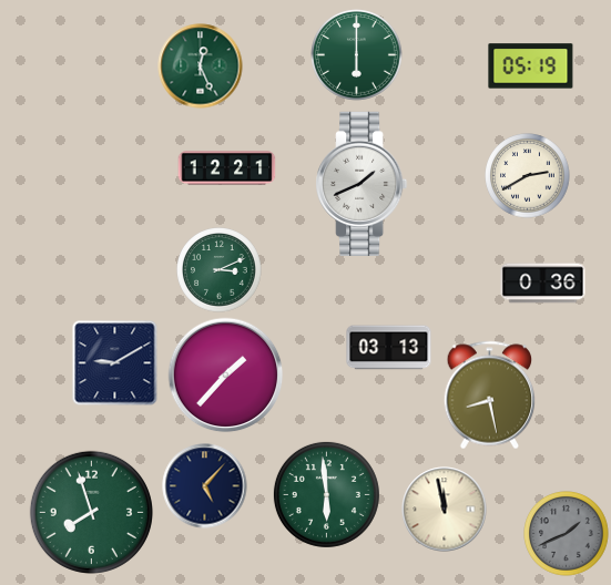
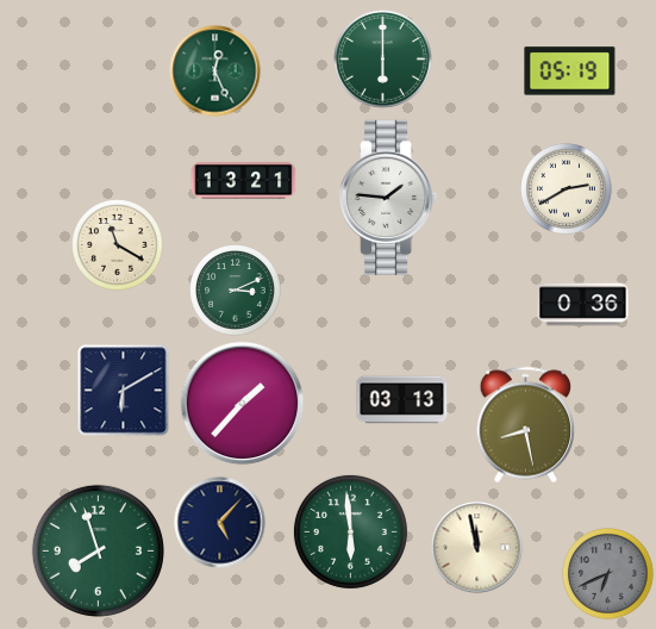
clock at (227, 168): 12:21 -> 13:21
clock at (361, 184): 1:41 -> 1:46
clock at (118, 245): none -> 11:20
clock at (389, 348) position: (389, 348) -> (402, 400)
clock at (115, 363): 9:10 -> 6:10
clock at (567, 534): 1:41 -> 6:41
